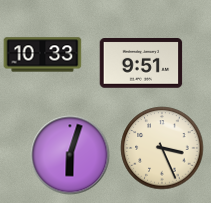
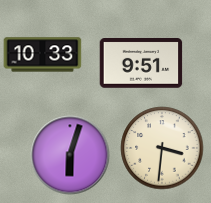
clock at (162, 148): 3:26 -> 3:31
